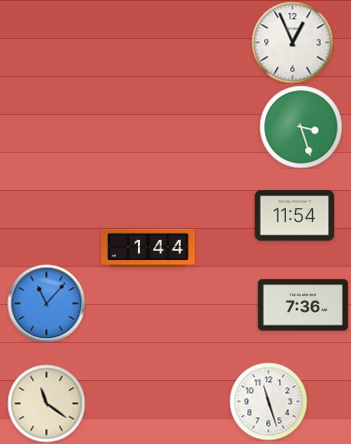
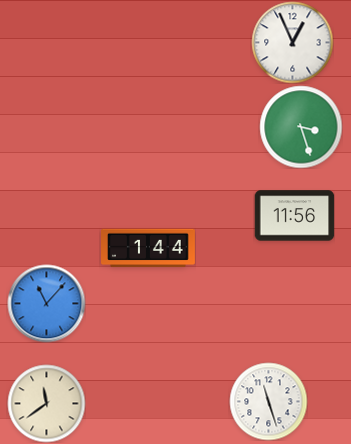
clock at (294, 216): 11:54 -> 11:56
clock at (303, 305): 7:36 -> none
clock at (46, 403): 11:21 -> 11:39
